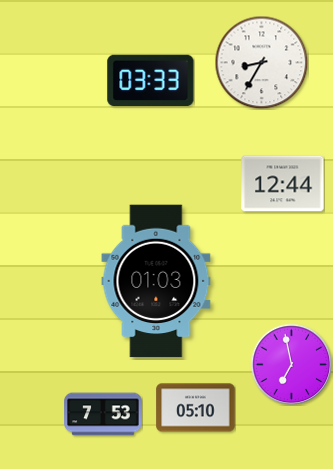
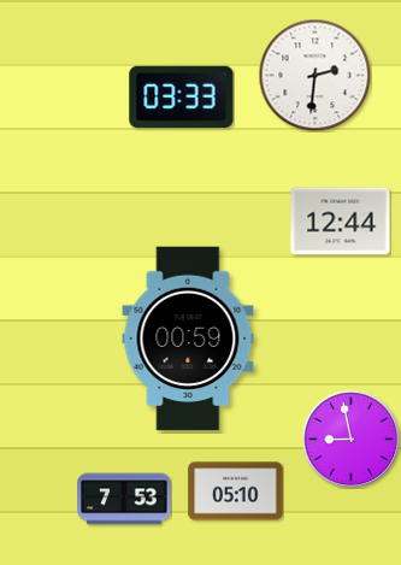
clock at (261, 62): 8:35 -> 2:31
clock at (156, 281): 01:03 -> 00:59
clock at (291, 364): 6:58 -> 8:58
